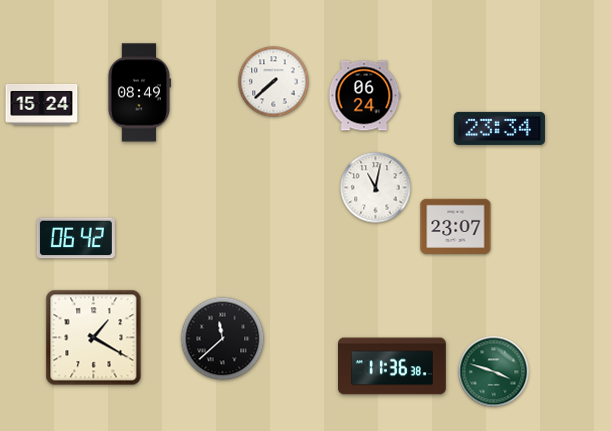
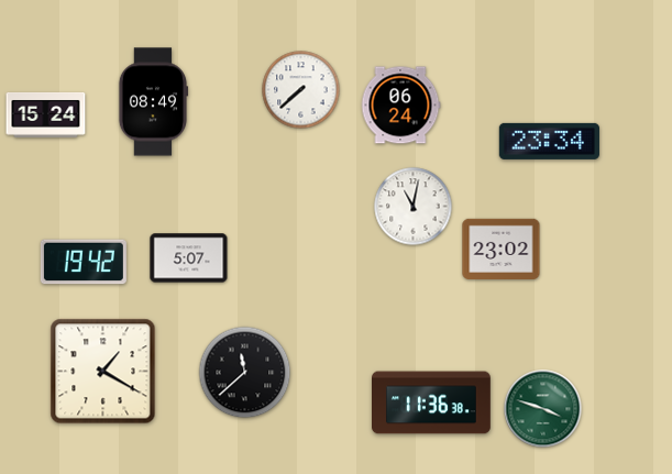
clock at (456, 226): 23:07 -> 23:02
clock at (189, 258): none -> 5:07
clock at (76, 238): 06:42 -> 19:42
